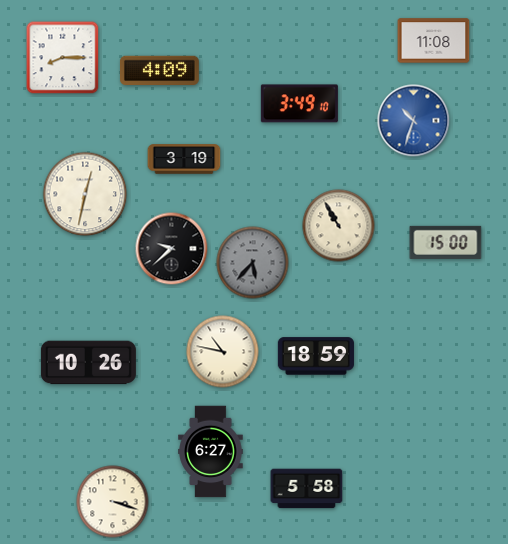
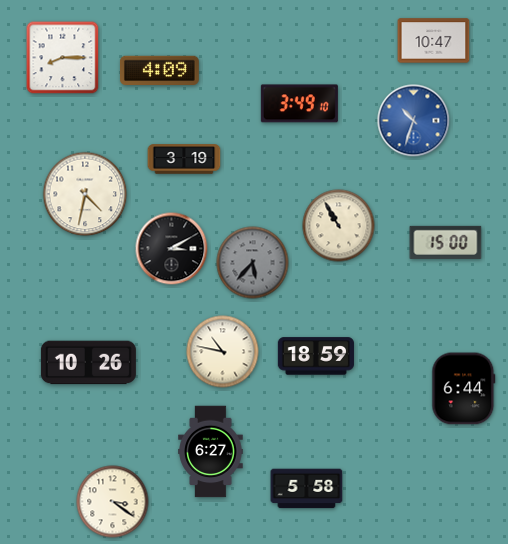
clock at (434, 41): 11:08 -> 10:47
clock at (85, 194): 12:32 -> 4:32
clock at (172, 249): 9:38 -> 3:10
clock at (464, 389): none -> 6:44
clock at (113, 502): 3:18 -> 3:21
